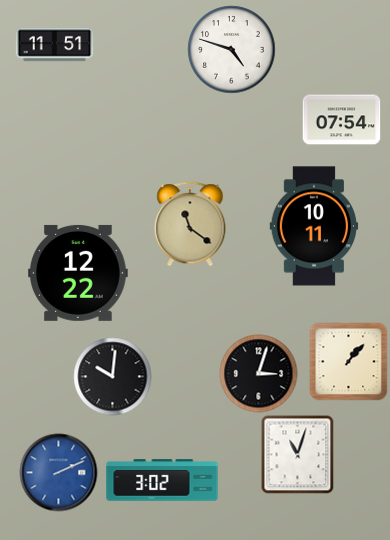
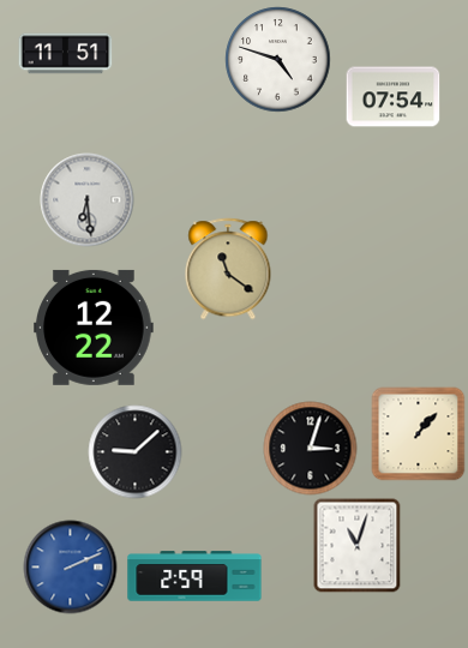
clock at (341, 120) position: (341, 120) -> (392, 97)
clock at (86, 199): none -> 6:29
clock at (314, 226): 10:11 -> none
clock at (112, 376): 10:01 -> 9:08
clock at (162, 480): 3:02 -> 2:59
